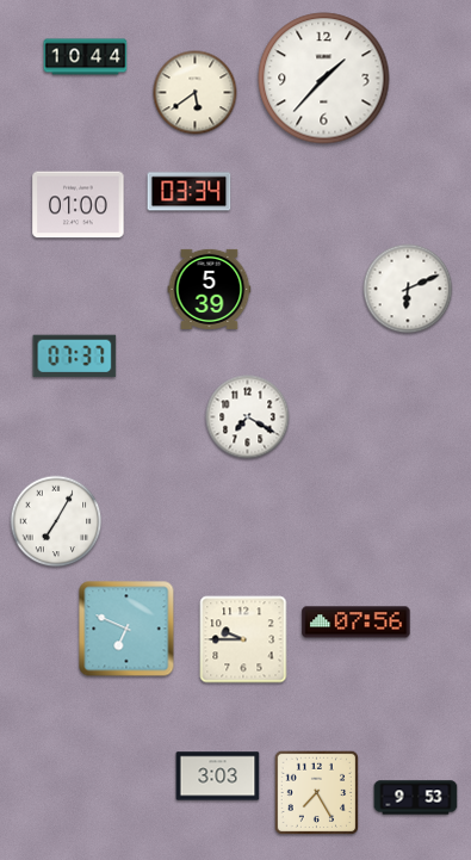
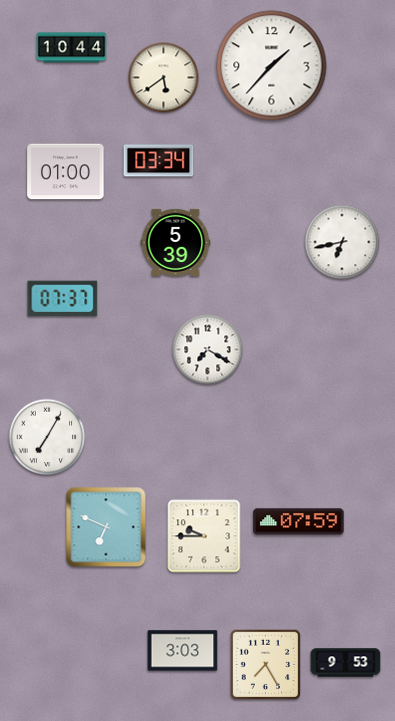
clock at (408, 289): 6:11 -> 6:43
clock at (357, 623): 07:56 -> 07:59
clock at (416, 798) position: (416, 798) -> (346, 663)
